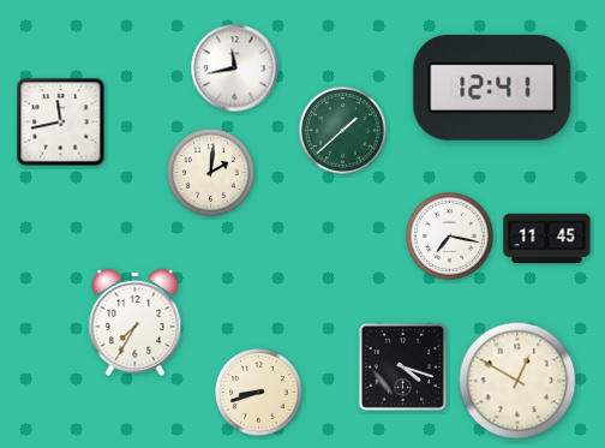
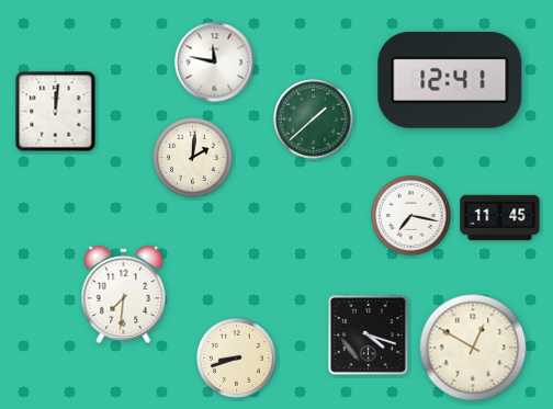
clock at (235, 68): 11:43 -> 11:47
clock at (61, 123): 11:43 -> 12:01
clock at (136, 322): 7:35 -> 7:31
